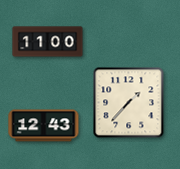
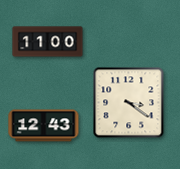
clock at (129, 103): 1:37 -> 3:21
